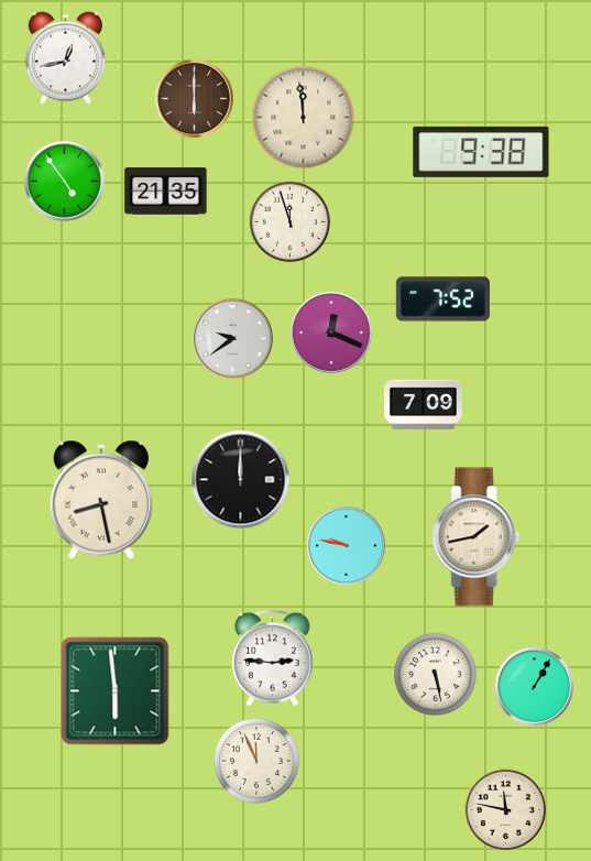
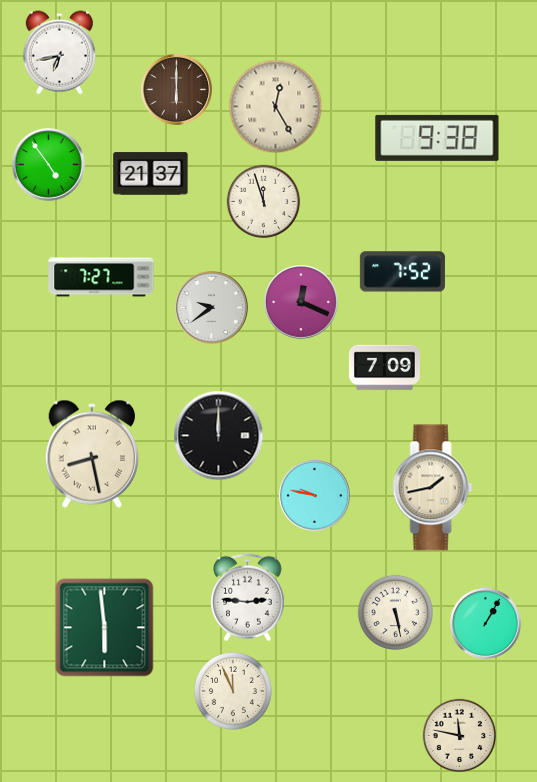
clock at (65, 58): 12:43 -> 6:43
clock at (304, 118): 11:59 -> 12:25
clock at (65, 182) position: (65, 182) -> (49, 165)
clock at (166, 192): 21:35 -> 21:37
clock at (101, 277): none -> 7:27
